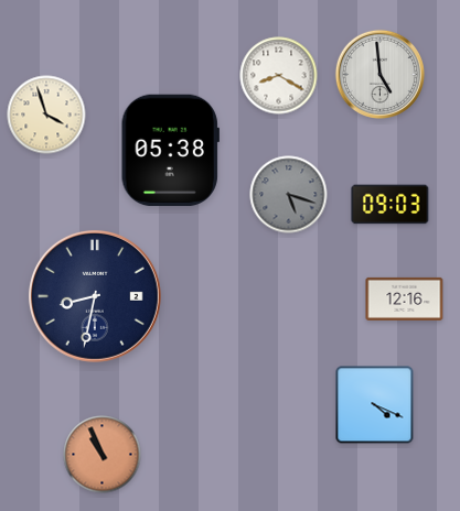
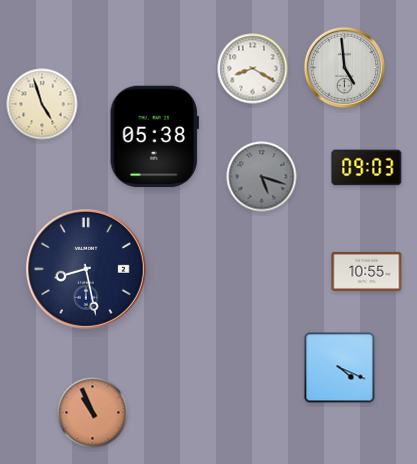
clock at (46, 115): 3:57 -> 4:57
clock at (391, 205) position: (391, 205) -> (367, 168)
clock at (95, 296): 8:32 -> 8:28
clock at (405, 298): 12:16 -> 10:55
